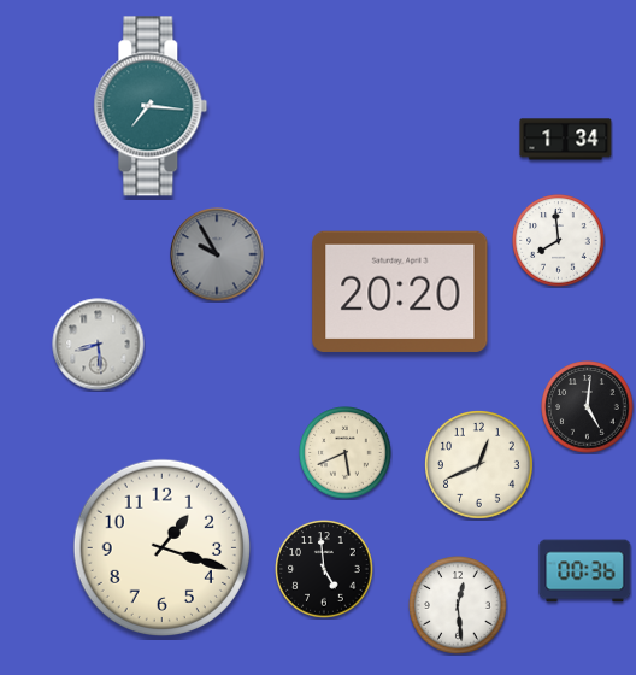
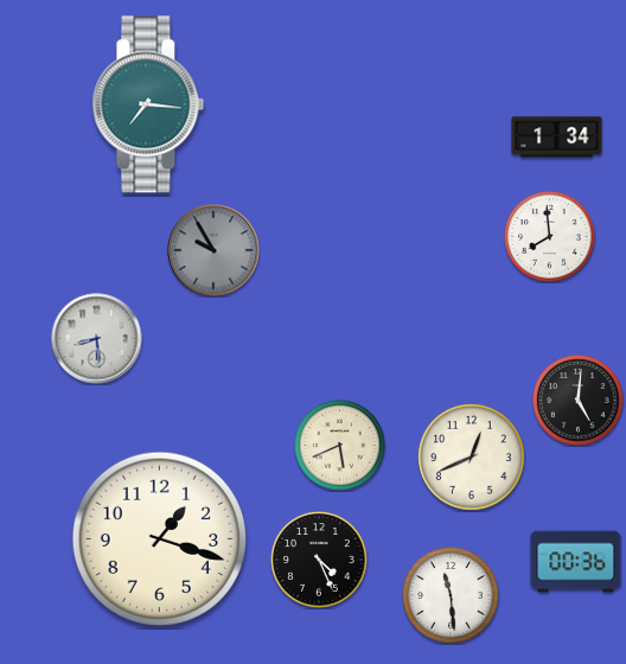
clock at (400, 292): 20:20 -> none
clock at (324, 569): 4:59 -> 4:26
clock at (458, 605): 12:29 -> 11:29
